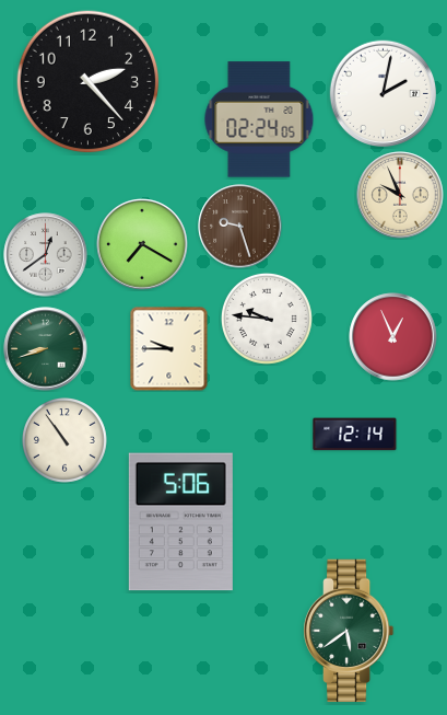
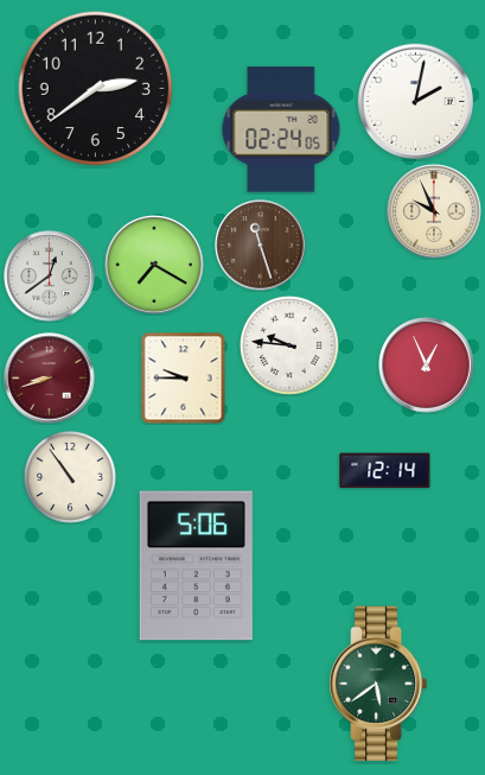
clock at (89, 82): 2:23 -> 2:39
clock at (240, 227): 9:27 -> 11:27
clock at (46, 349) dial: green -> burgundy
